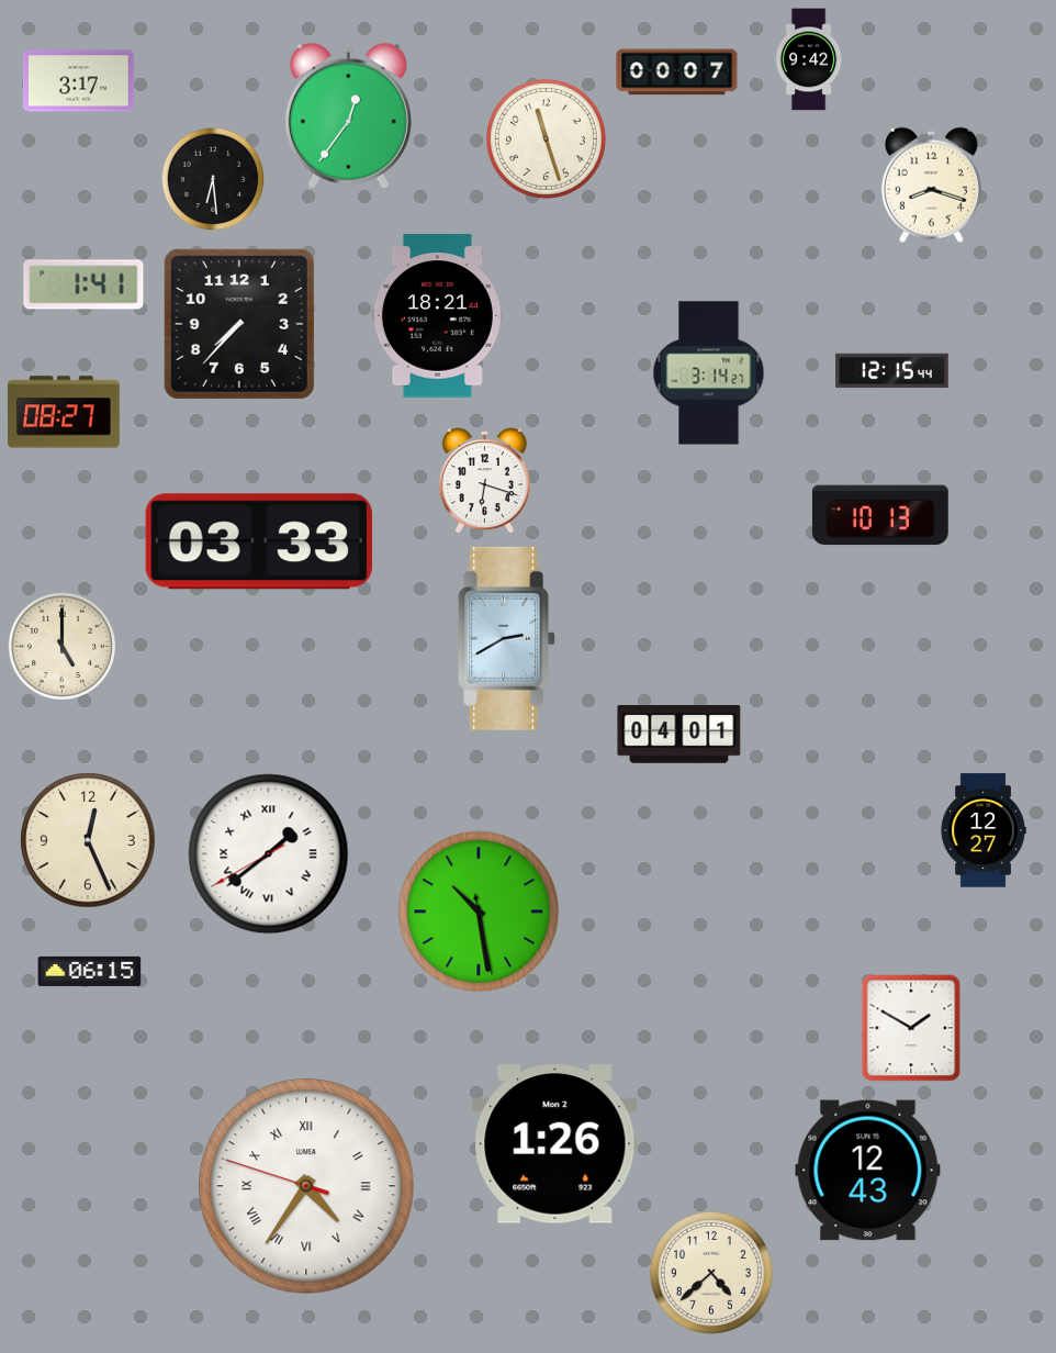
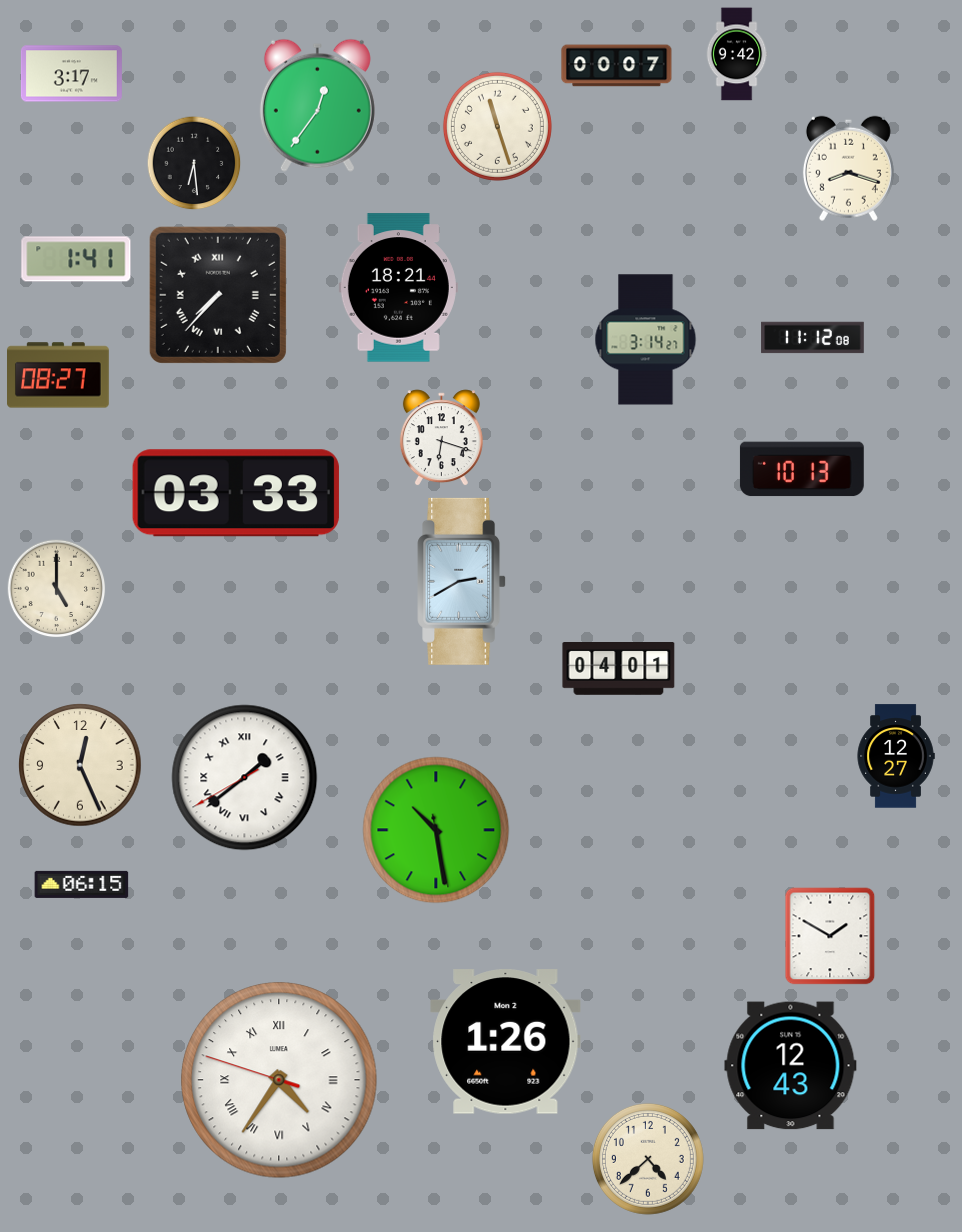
clock at (239, 324) numerals: Arabic -> Roman
clock at (892, 371): 12:15 -> 11:12
